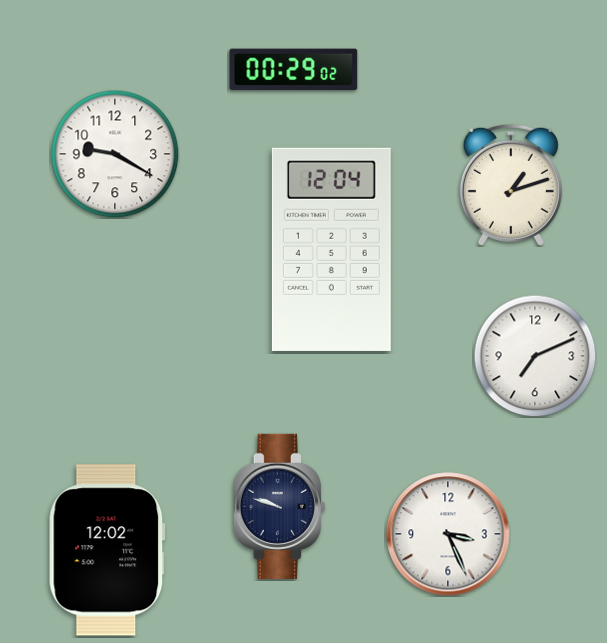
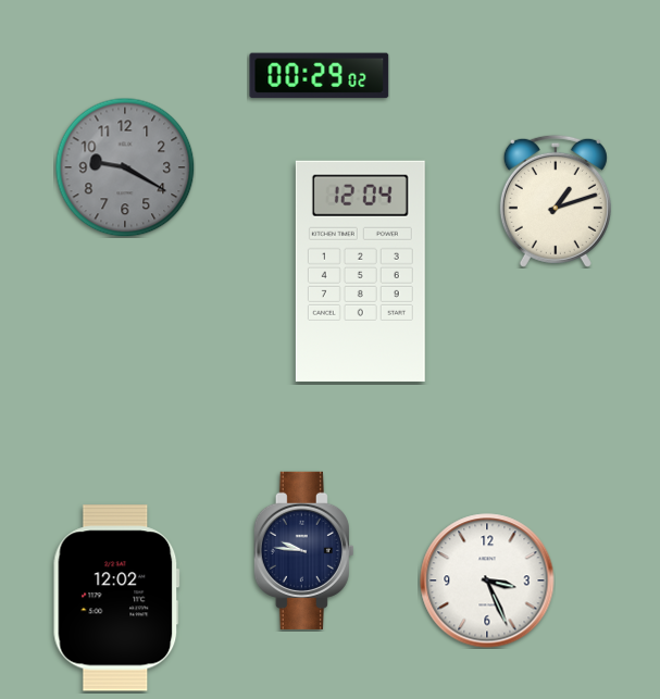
clock at (115, 154) dial: white -> grey
clock at (535, 356): 7:11 -> none
clock at (279, 506): 9:48 -> 9:46
